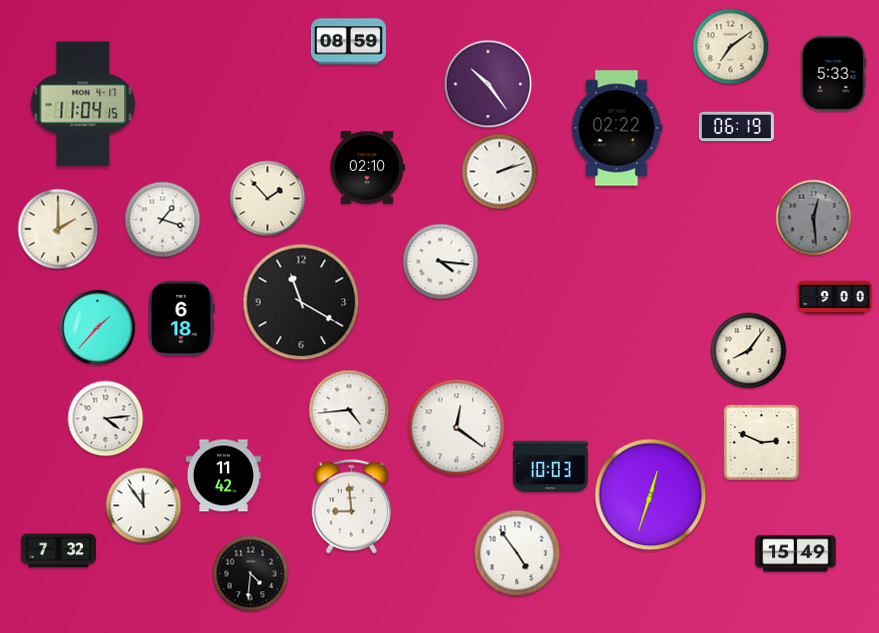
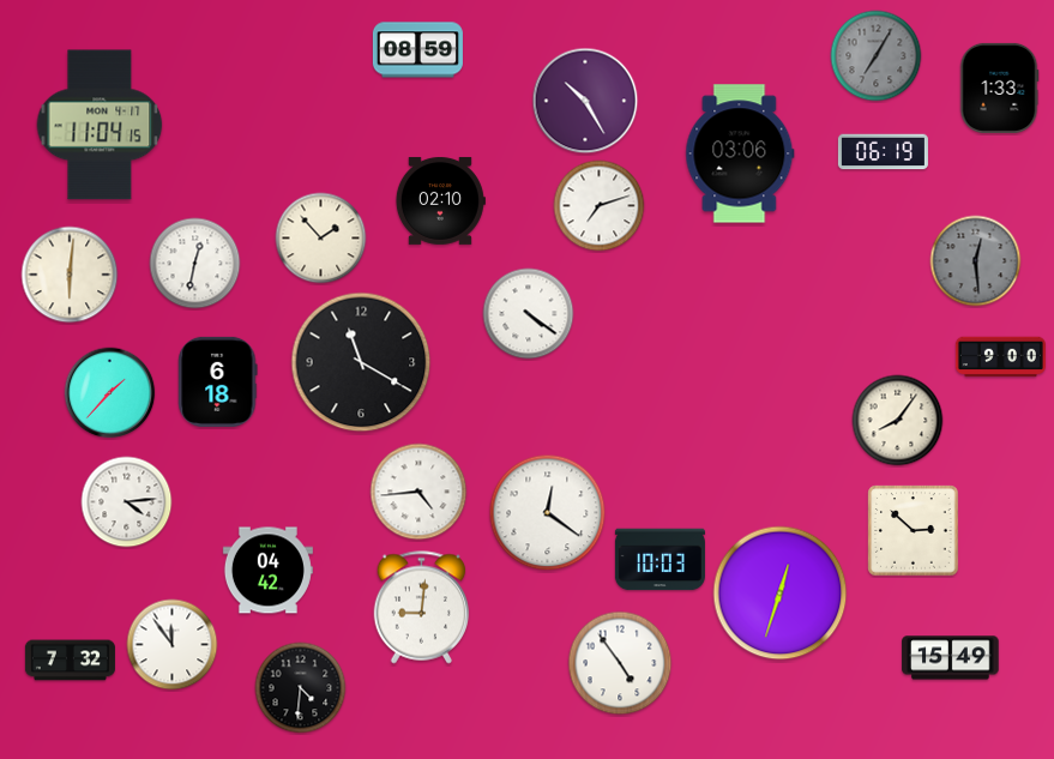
clock at (731, 47): 7:09 -> 7:05
clock at (731, 47) dial: cream -> grey
clock at (833, 73): 5:33 -> 1:33
clock at (488, 84): 10:24 -> 10:25
clock at (617, 128): 02:22 -> 03:06
clock at (500, 172): 2:12 -> 7:12
clock at (163, 220): 1:18 -> 12:32
clock at (58, 229): 2:00 -> 6:01
clock at (441, 262): 4:16 -> 4:21
clock at (98, 328) position: (98, 328) -> (110, 393)
clock at (762, 443): 2:49 -> 2:52
clock at (223, 476): 11:42 -> 04:42
clock at (144, 506) position: (144, 506) -> (173, 645)
clock at (352, 507): 8:59 -> 9:01
clock at (796, 554) position: (796, 554) -> (951, 658)
